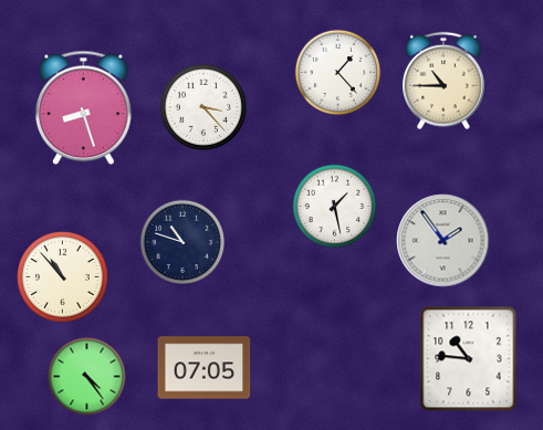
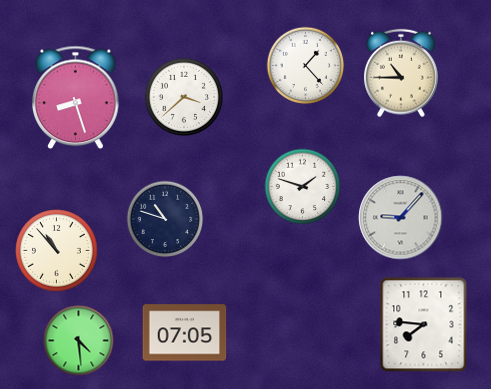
clock at (203, 107): 3:23 -> 3:38
clock at (335, 207): 1:28 -> 1:48
clock at (443, 241): 1:54 -> 9:07
clock at (469, 359): 10:46 -> 7:46
clock at (87, 377): 4:24 -> 4:29
